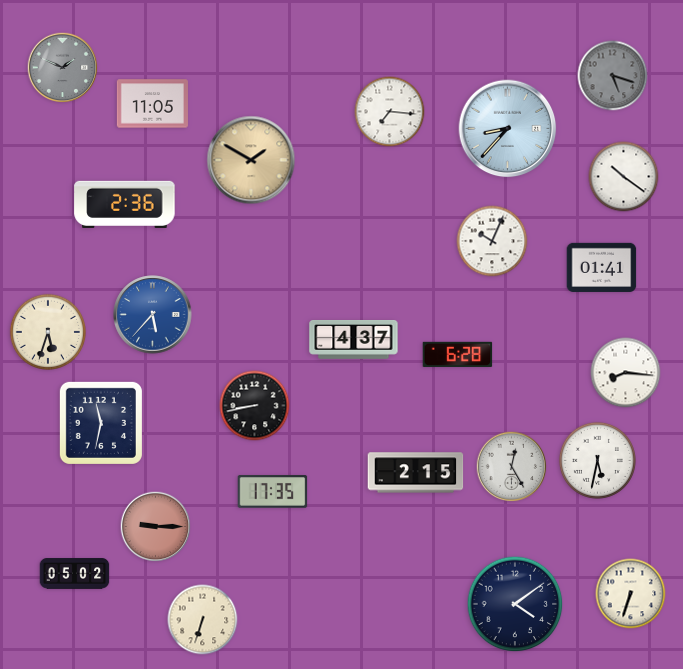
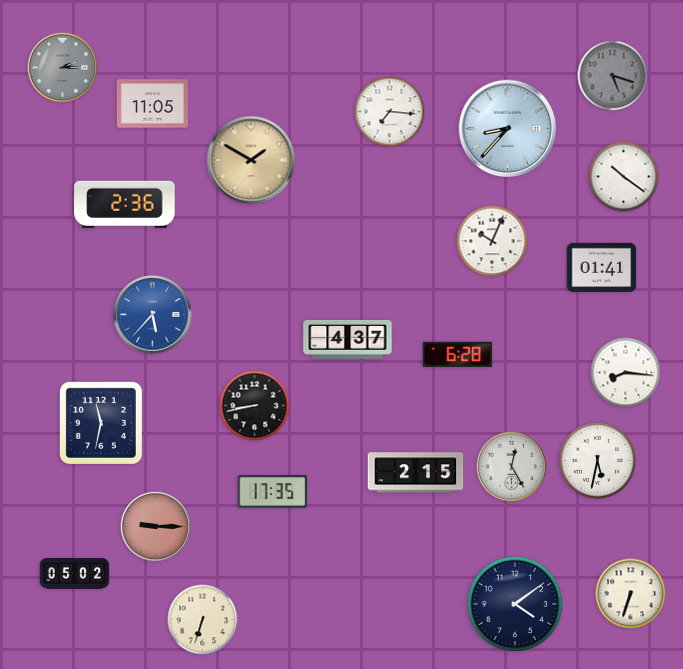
clock at (63, 68): 1:49 -> 2:15
clock at (47, 331): 5:33 -> none
clock at (354, 340) position: (354, 340) -> (348, 340)
